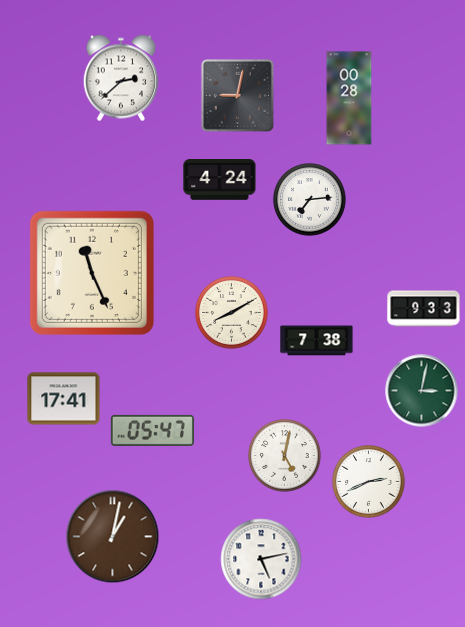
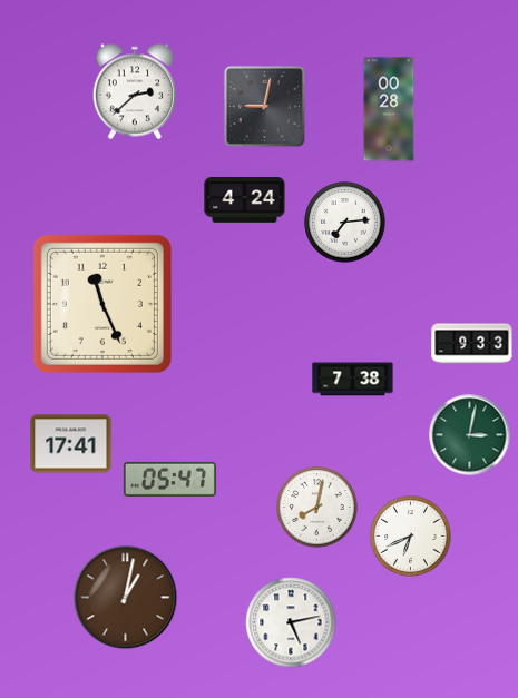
clock at (121, 78) position: (121, 78) -> (135, 91)
clock at (232, 313): 8:10 -> none
clock at (285, 456): 5:02 -> 8:02
clock at (369, 482): 2:41 -> 6:41
